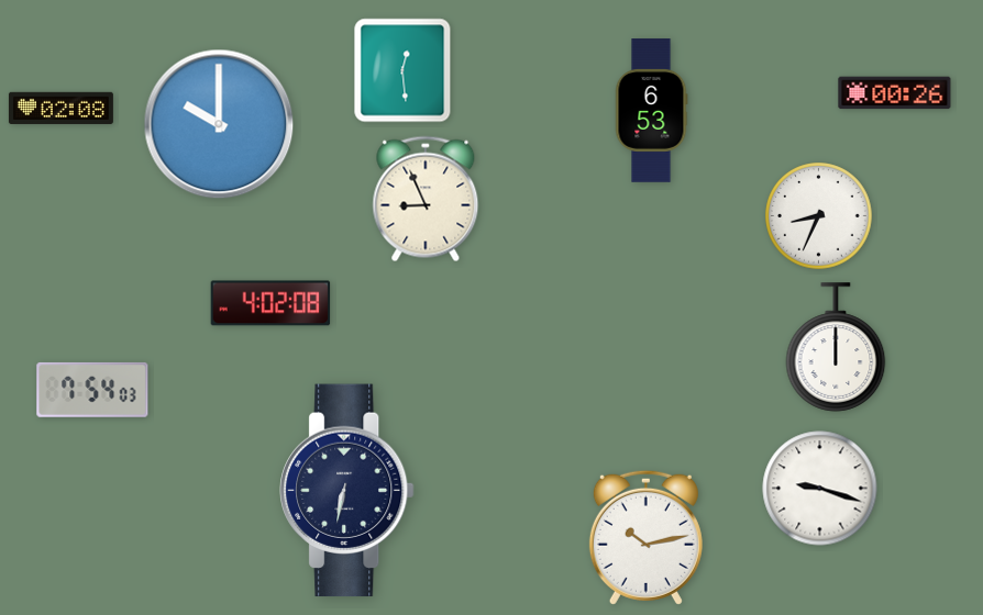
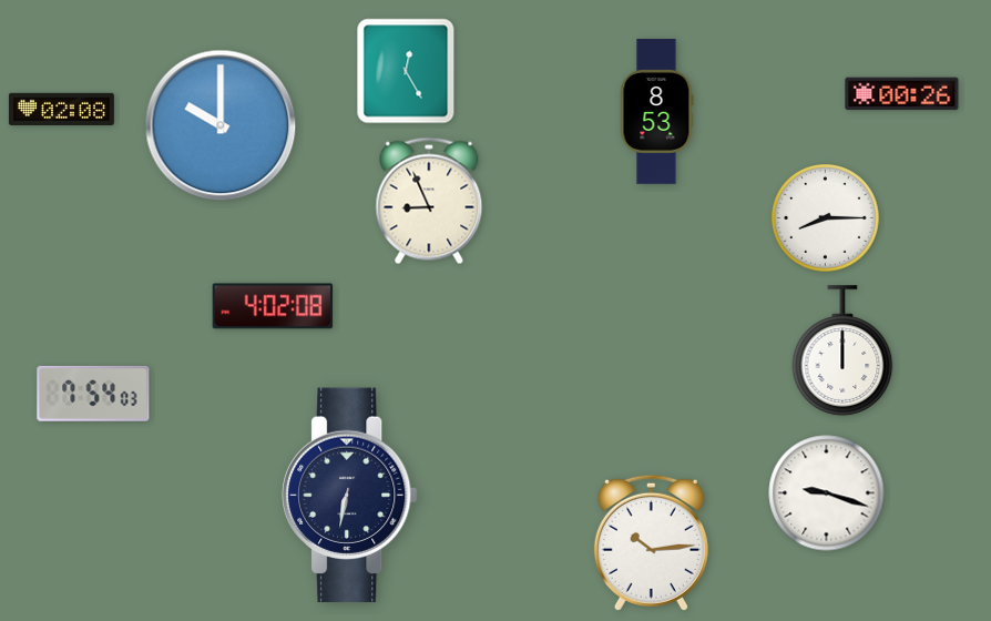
clock at (402, 70): 12:29 -> 12:25
clock at (651, 111): 6:53 -> 8:53
clock at (819, 216): 8:34 -> 8:15
clock at (645, 537): 10:13 -> 10:14
